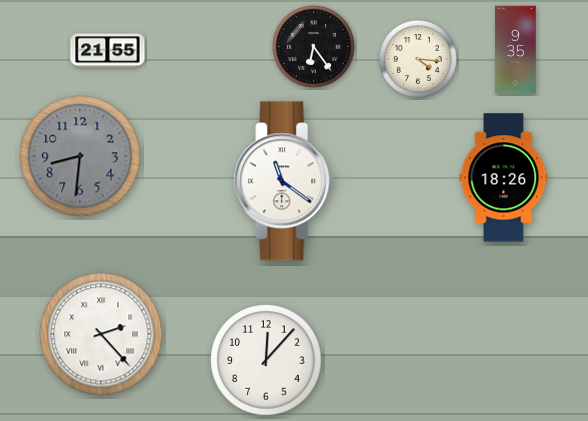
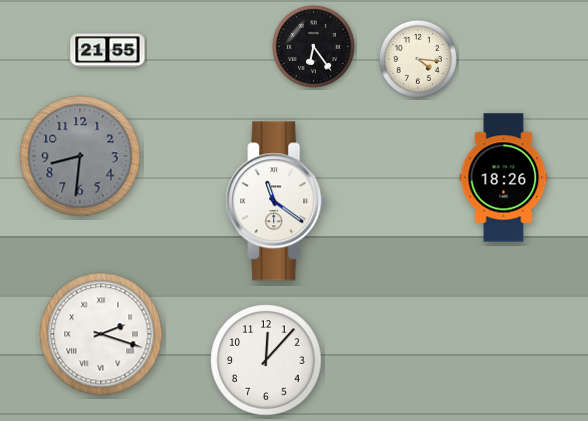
clock at (516, 50): 9:35 -> none
clock at (284, 181) position: (284, 181) -> (276, 201)
clock at (101, 334): 2:23 -> 2:18
